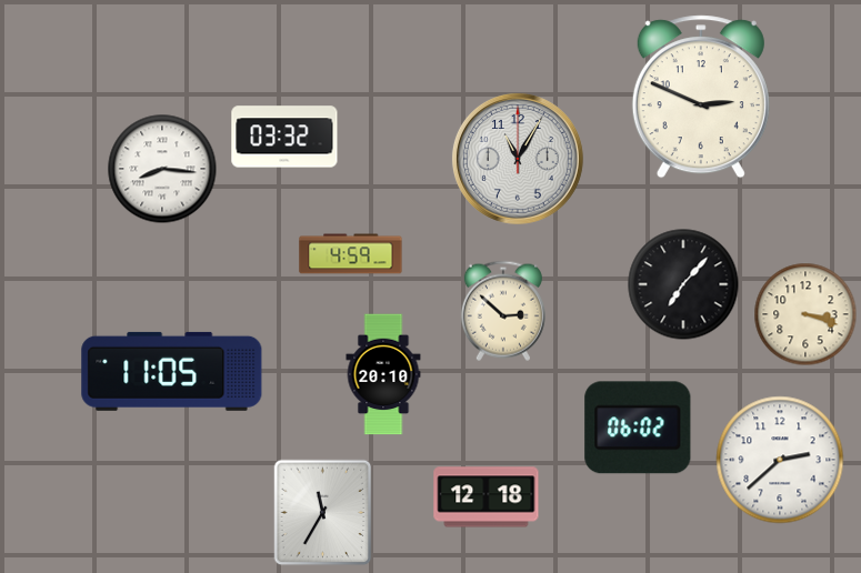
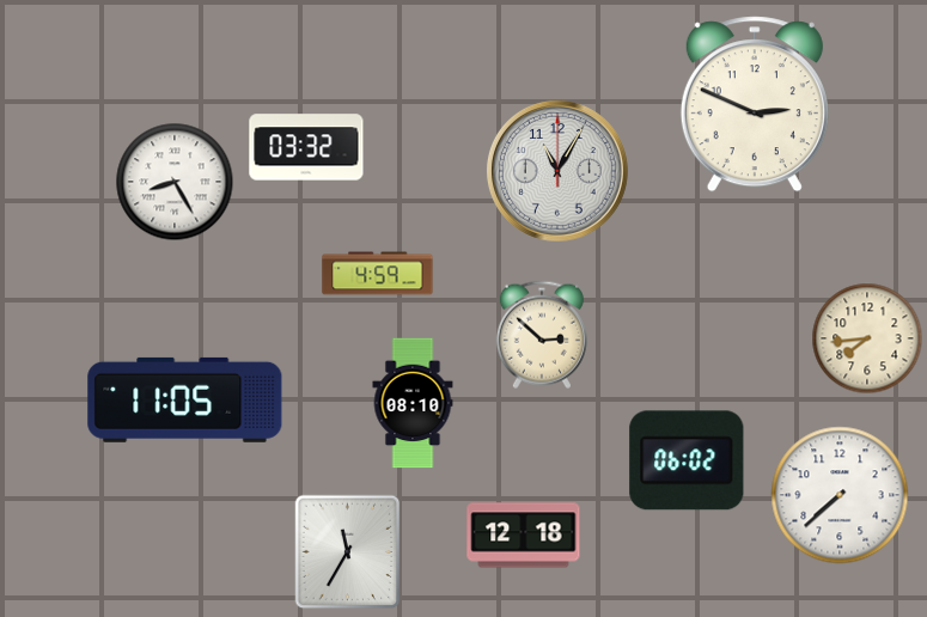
clock at (162, 169): 8:16 -> 8:25
clock at (683, 284): 7:07 -> none
clock at (805, 314): 3:18 -> 7:44
clock at (383, 374): 20:10 -> 08:10
clock at (780, 460): 2:38 -> 7:38
